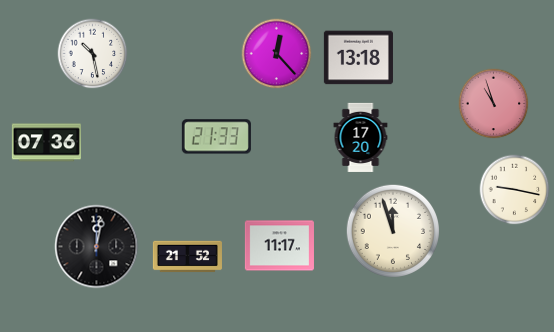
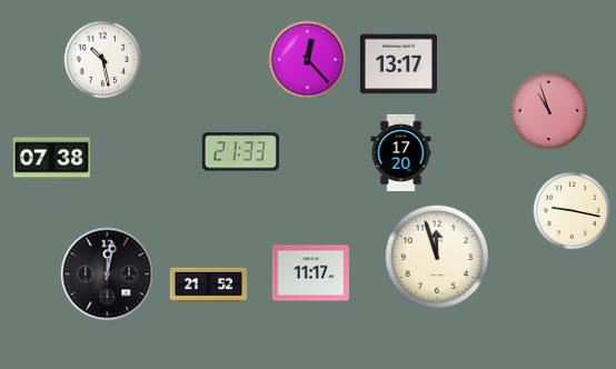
clock at (358, 58): 13:18 -> 13:17
clock at (494, 104) position: (494, 104) -> (549, 111)
clock at (46, 143): 07:36 -> 07:38
